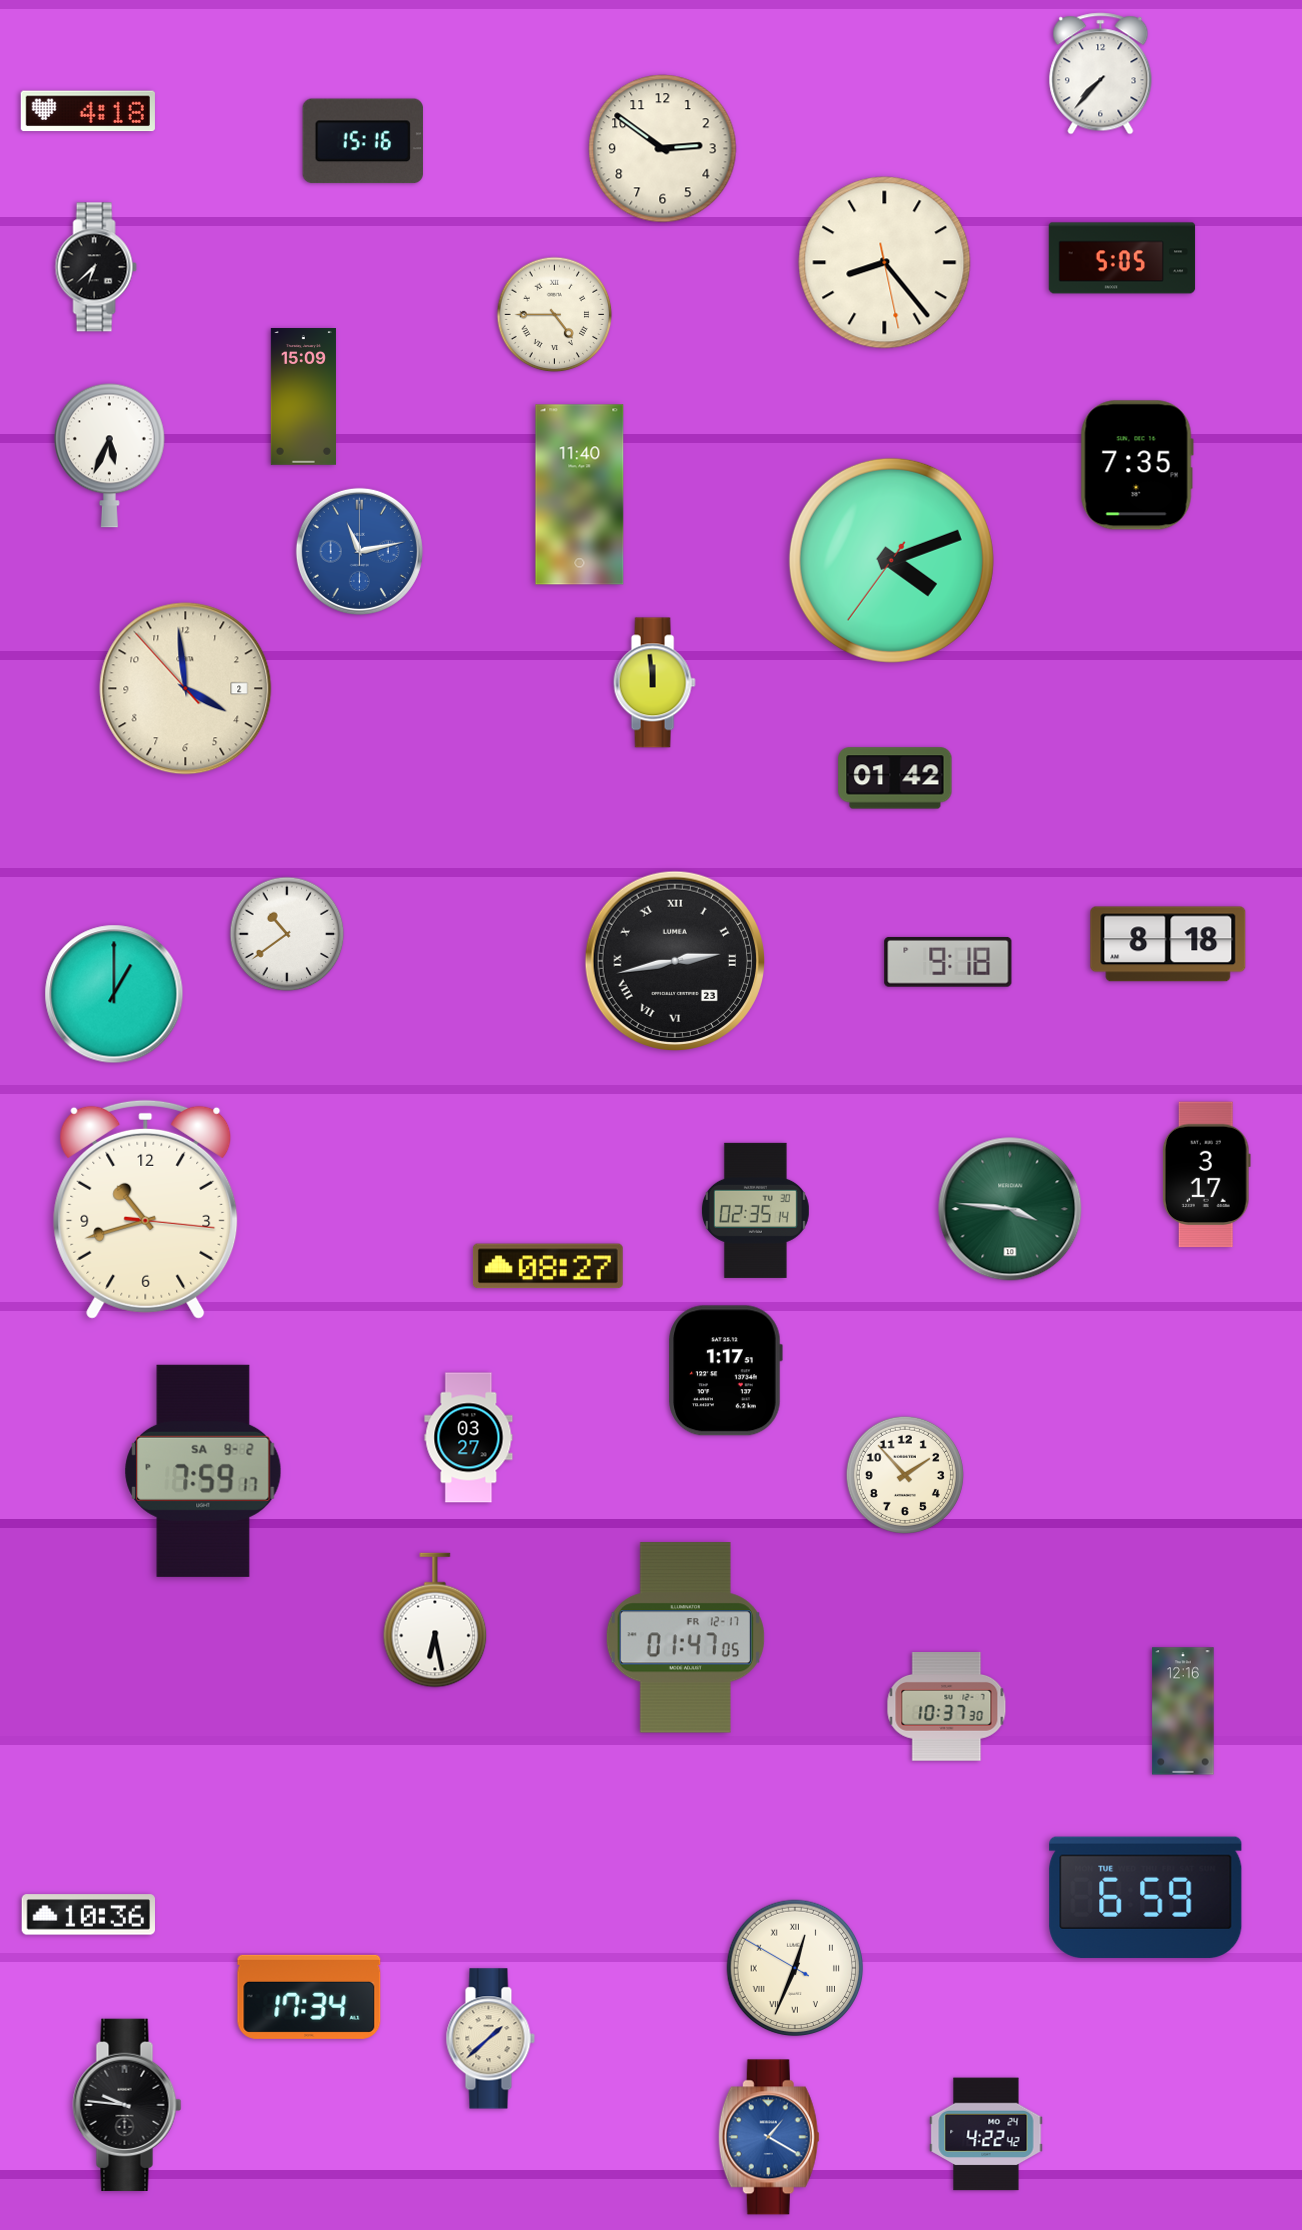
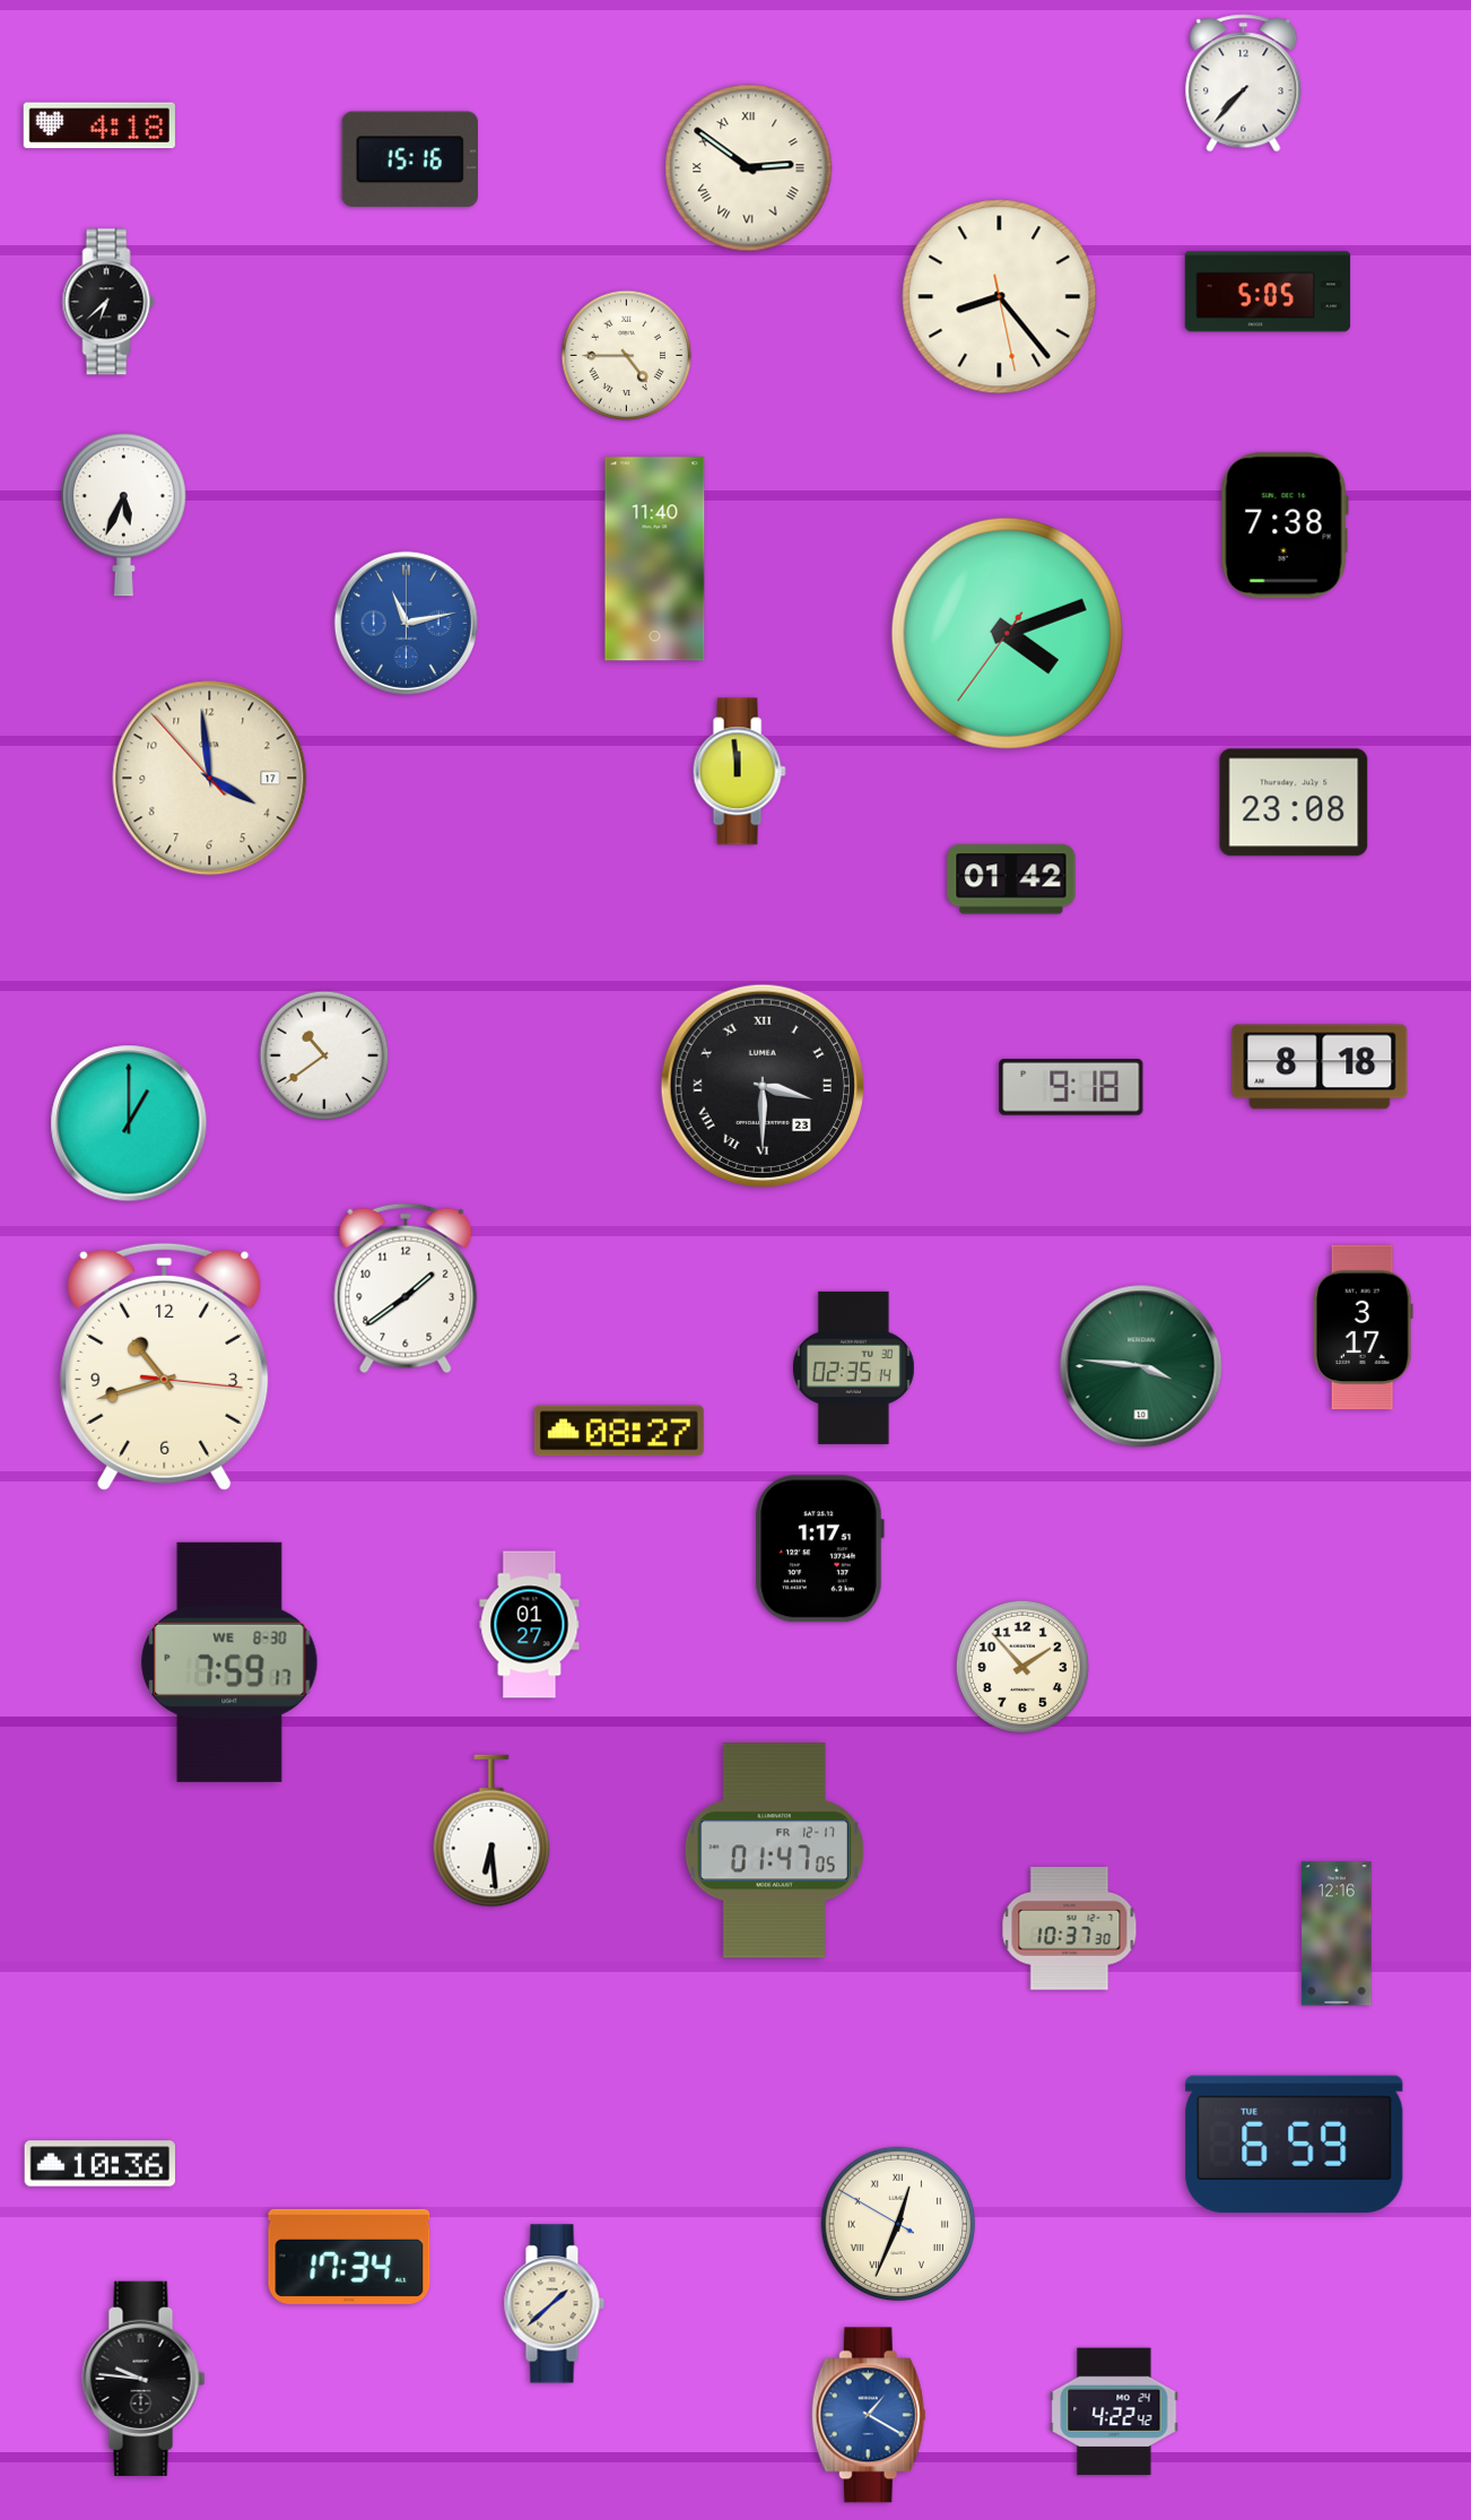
clock at (663, 149) numerals: Arabic -> Roman
clock at (303, 397): 15:09 -> none
clock at (1137, 465): 7:35 -> 7:38
clock at (186, 689) date: 2 -> 17
clock at (1294, 802): none -> 23:08
clock at (674, 960): 2:43 -> 3:30
clock at (406, 1288): none -> 1:39
clock at (469, 1438): 03:27 -> 01:27
clock at (203, 1471) date: SA 9-2 -> WE 8-30
clock at (435, 1620): 6:28 -> 6:29
